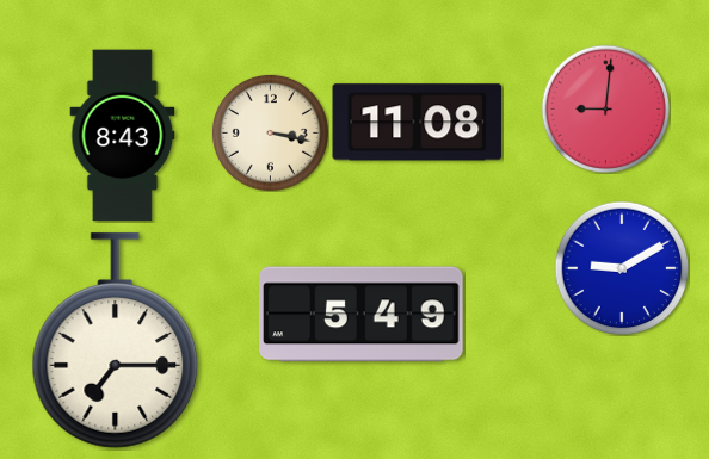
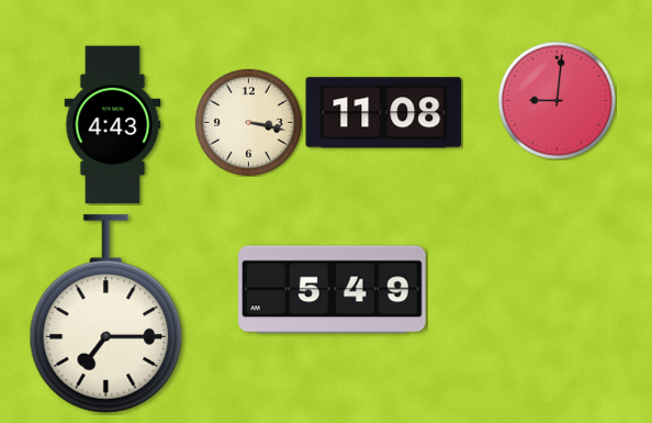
clock at (123, 136): 8:43 -> 4:43
clock at (622, 268): 9:10 -> none
